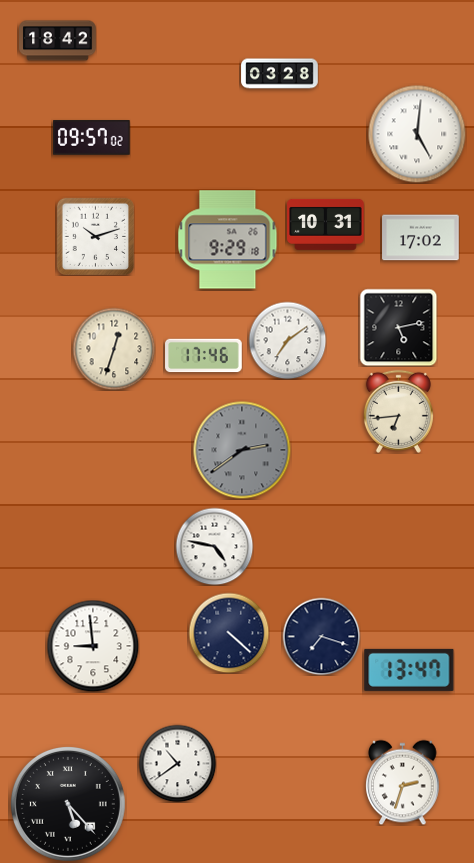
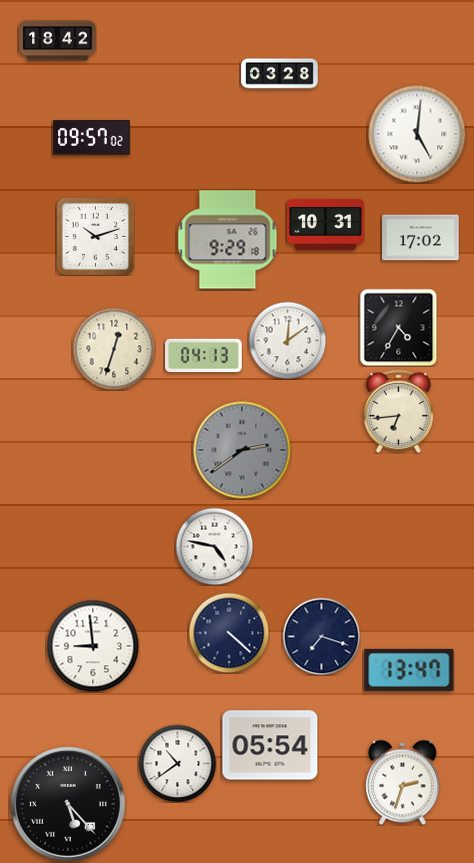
clock at (398, 327): 5:13 -> 4:35
clock at (287, 340): 7:09 -> 12:09
clock at (204, 356): 17:46 -> 04:13
clock at (270, 745): none -> 05:54
